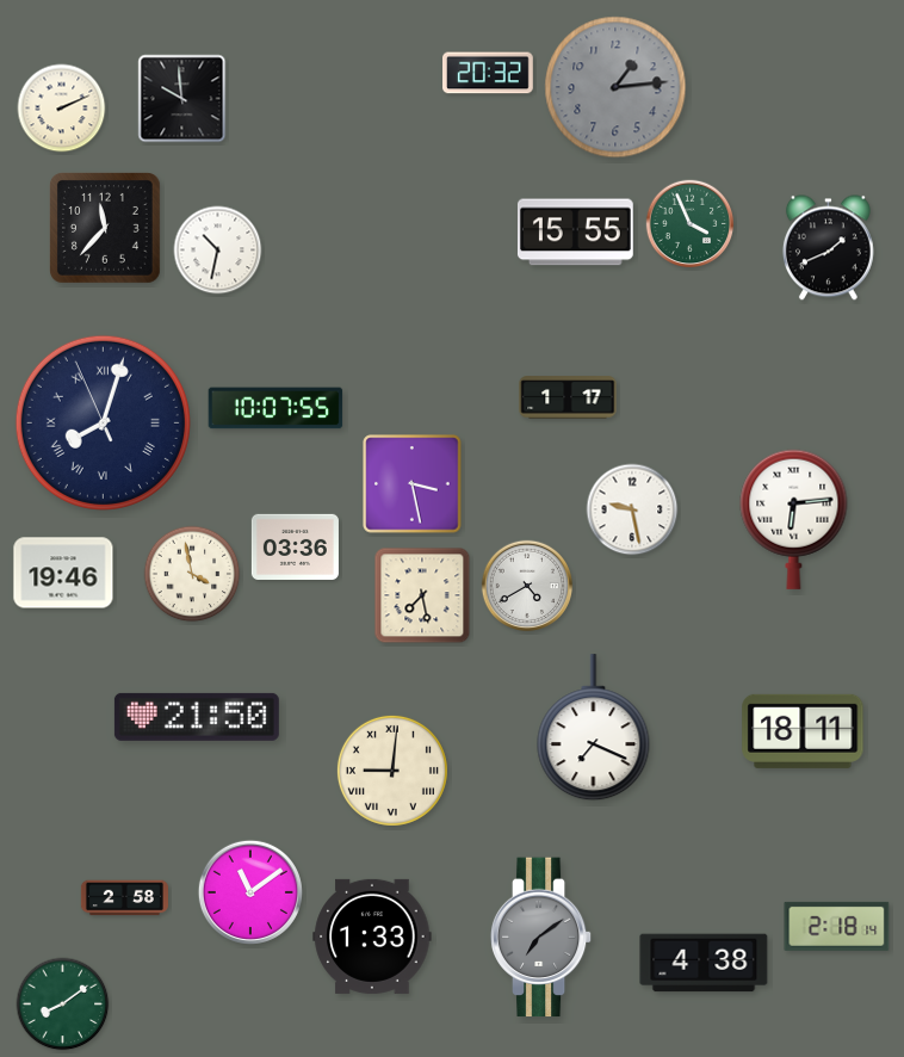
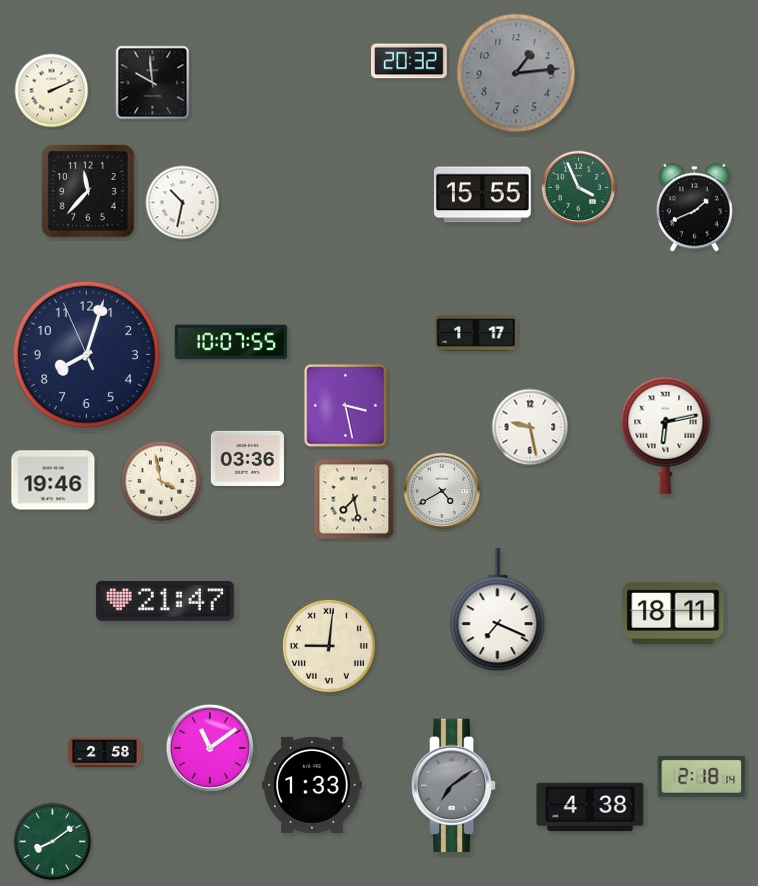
clock at (218, 251) position: (218, 251) -> (183, 203)
clock at (103, 422) numerals: Roman -> Arabic
clock at (794, 519): 6:14 -> 6:13
clock at (197, 717): 21:50 -> 21:47
